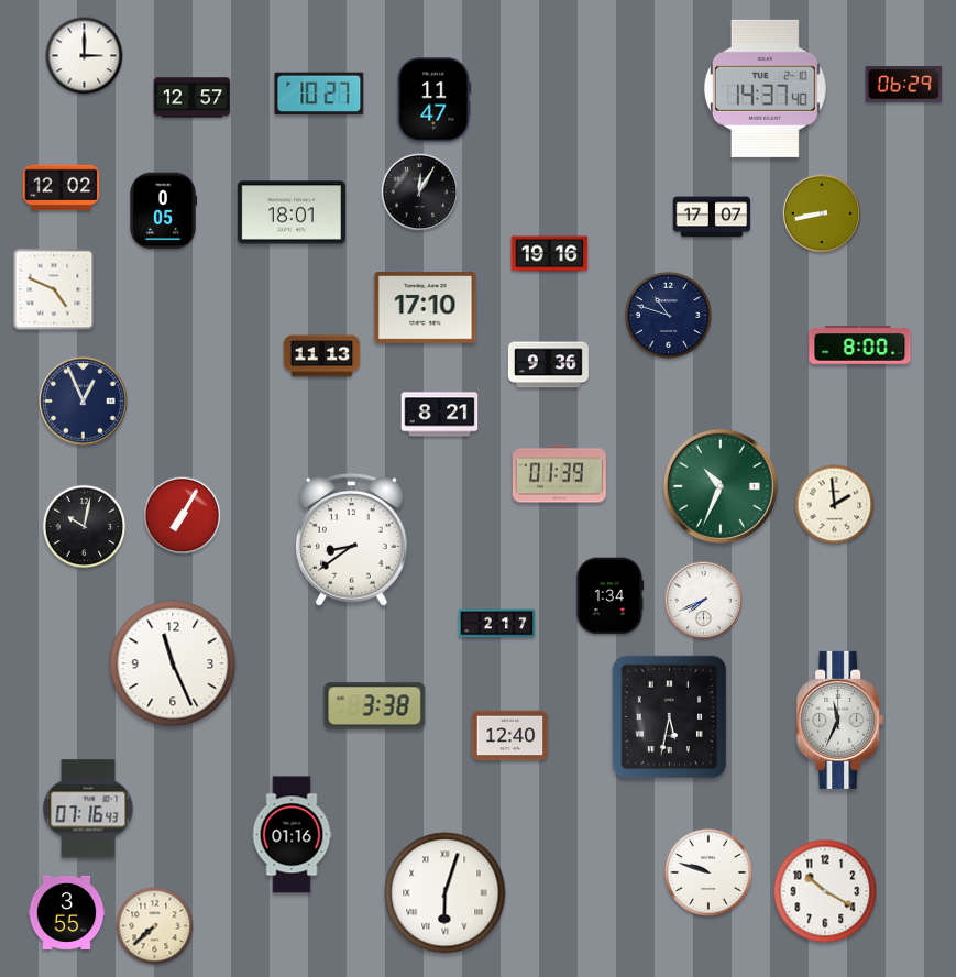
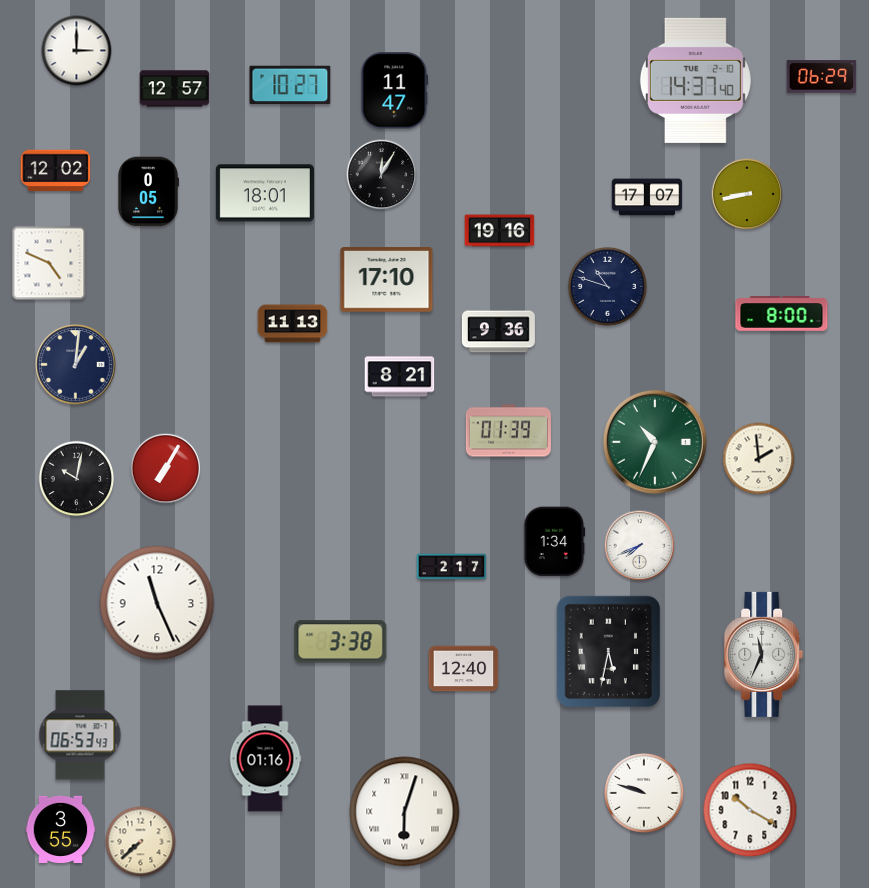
clock at (84, 402): 12:56 -> 1:01
clock at (352, 540): 8:39 -> none
clock at (88, 809): 07:16 -> 06:53
